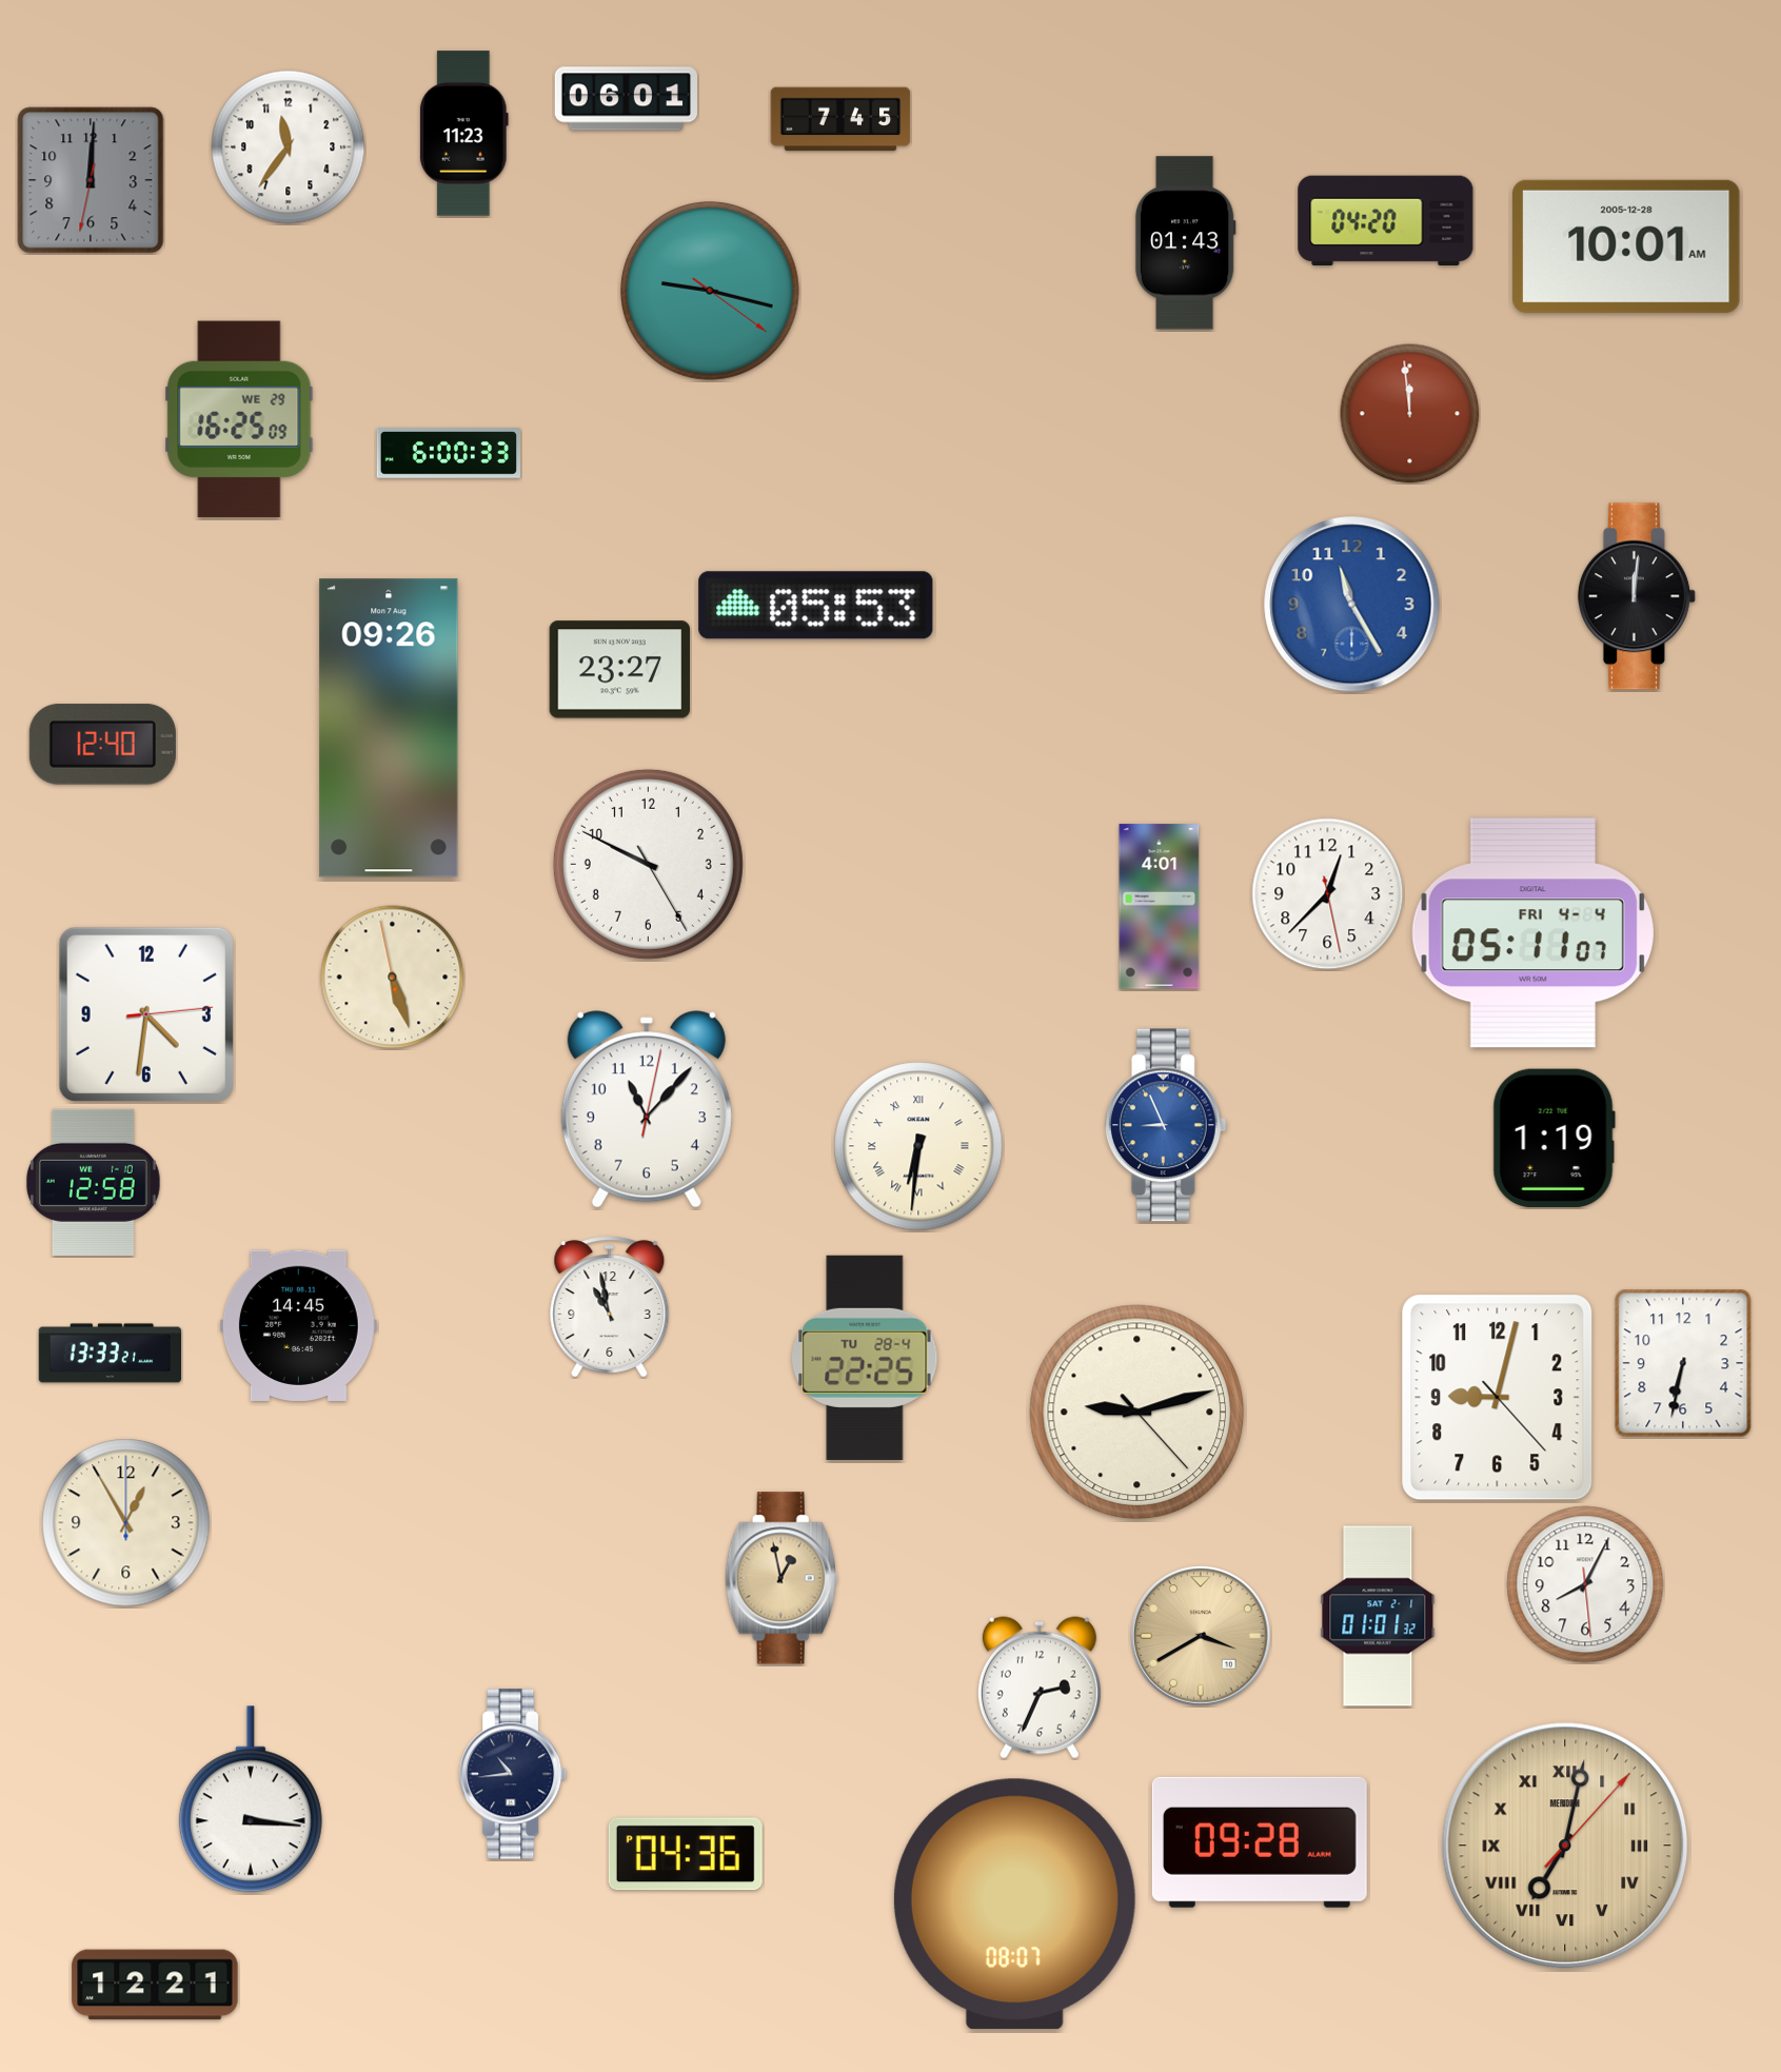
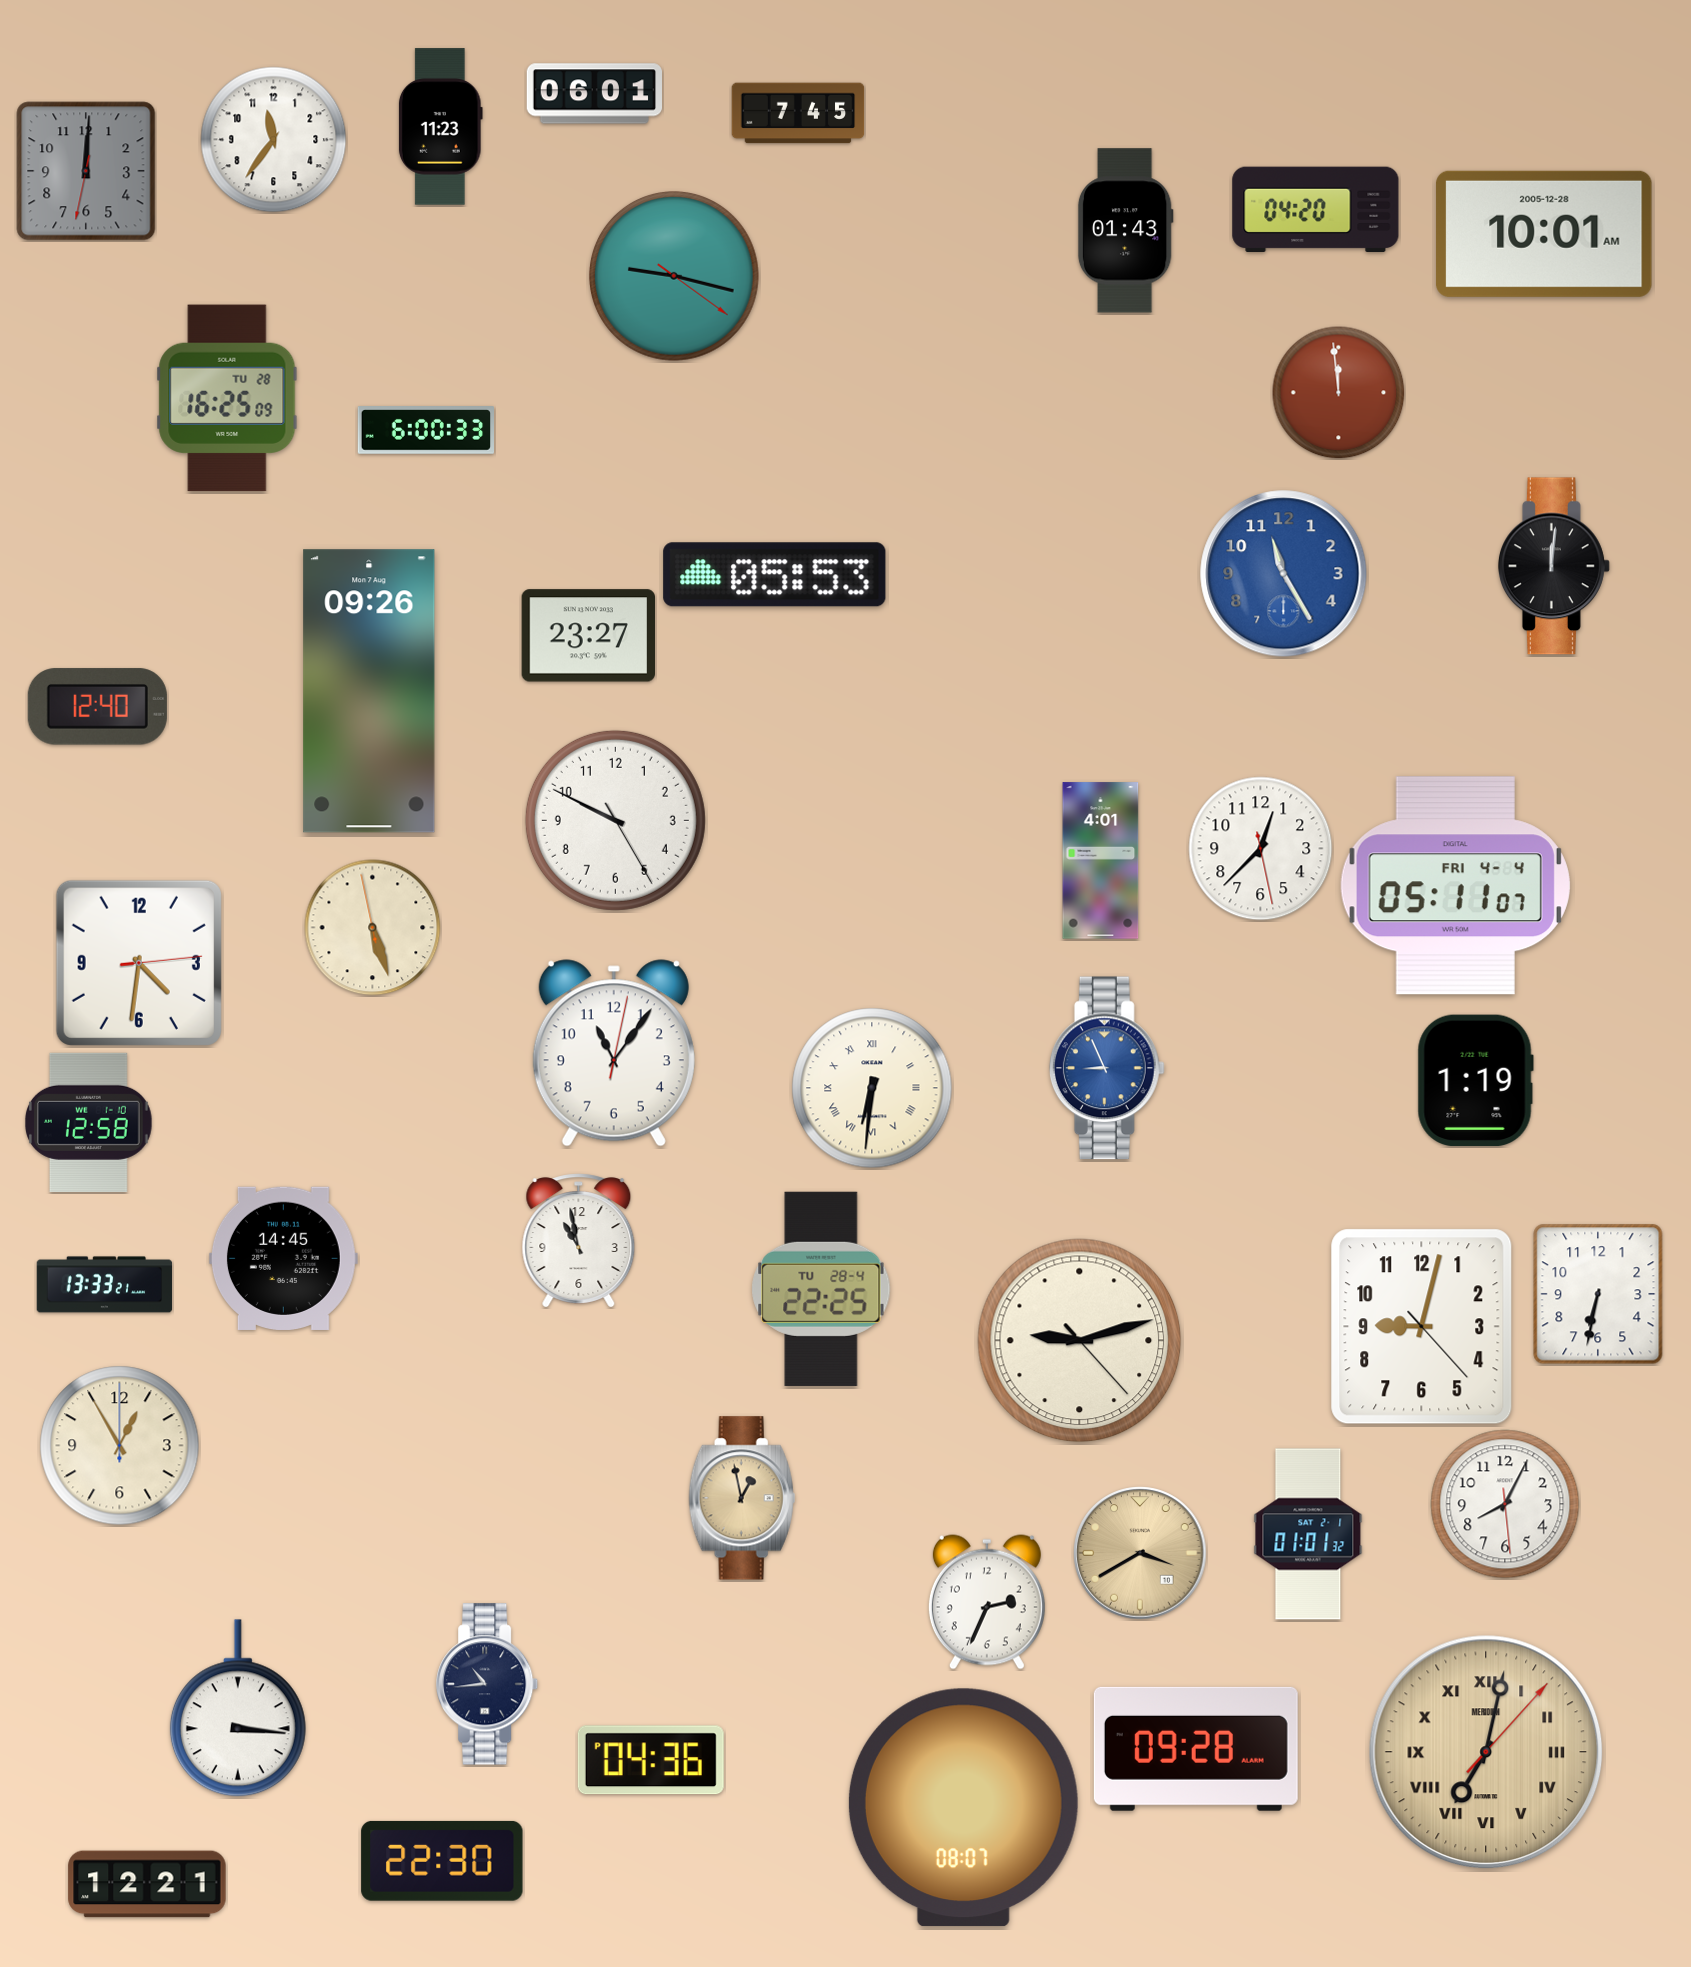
clock at (239, 419) date: WE 29 -> TU 28
clock at (647, 1109): 11:07 -> 11:06
clock at (442, 1861): none -> 22:30
